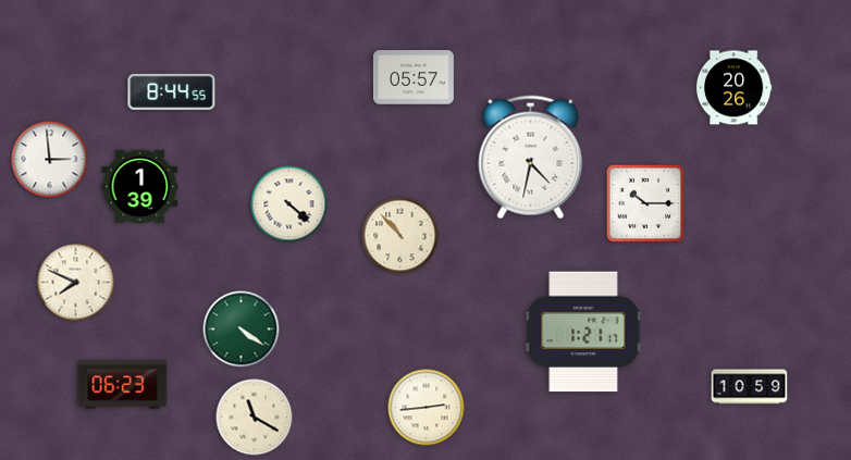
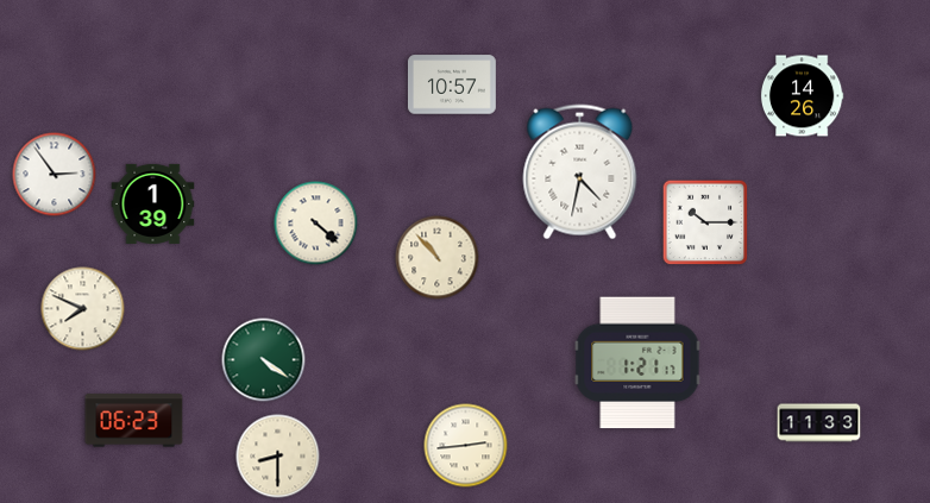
clock at (414, 77): 05:57 -> 10:57
clock at (733, 88): 20:26 -> 14:26
clock at (172, 91): 8:44 -> none
clock at (50, 160): 2:59 -> 2:54
clock at (750, 387): 10:59 -> 11:33
clock at (255, 418): 11:20 -> 8:30
